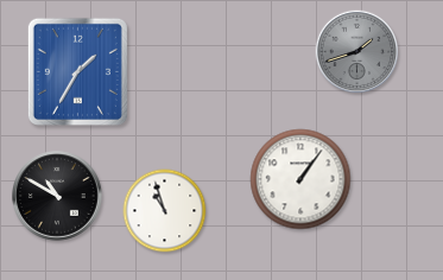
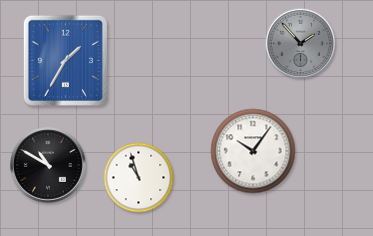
clock at (357, 52): 1:42 -> 1:53
clock at (300, 179): 1:06 -> 10:06
